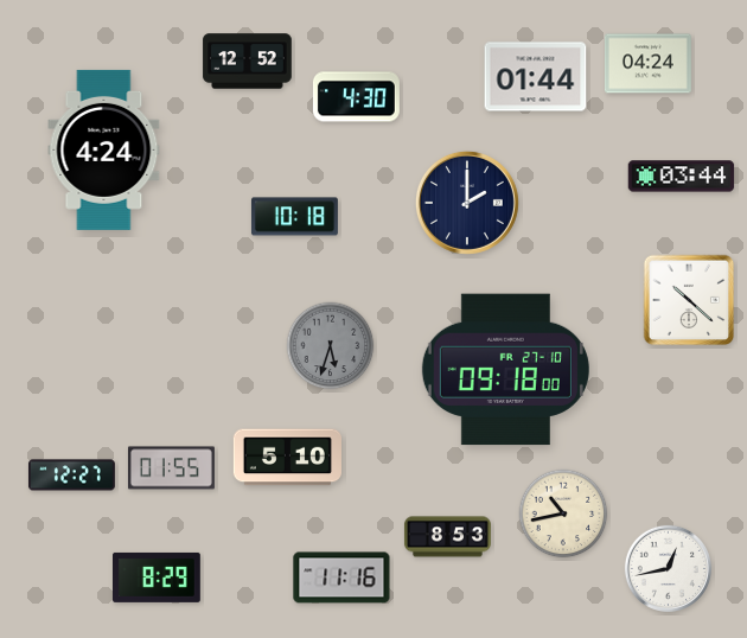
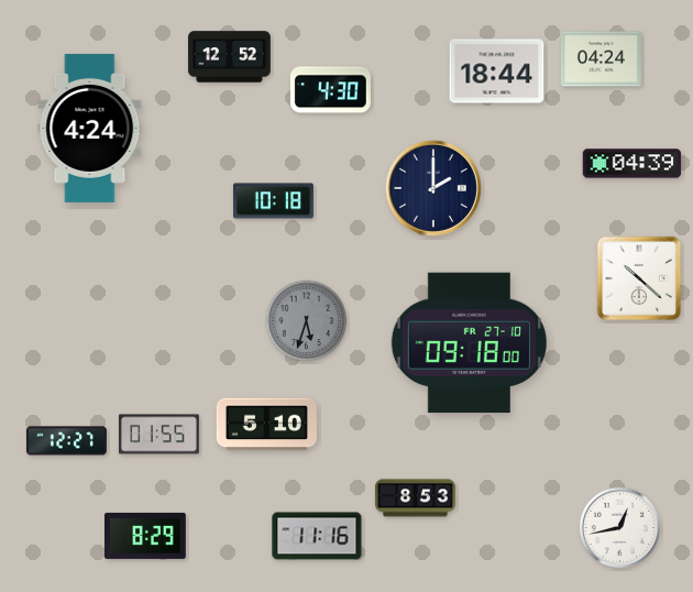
clock at (536, 77): 01:44 -> 18:44
clock at (104, 149) position: (104, 149) -> (90, 128)
clock at (682, 177): 03:44 -> 04:39
clock at (563, 513): 10:43 -> none
